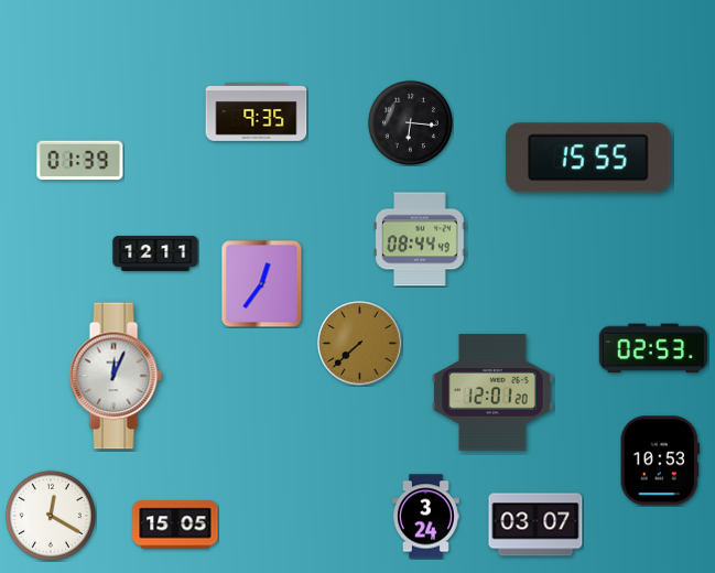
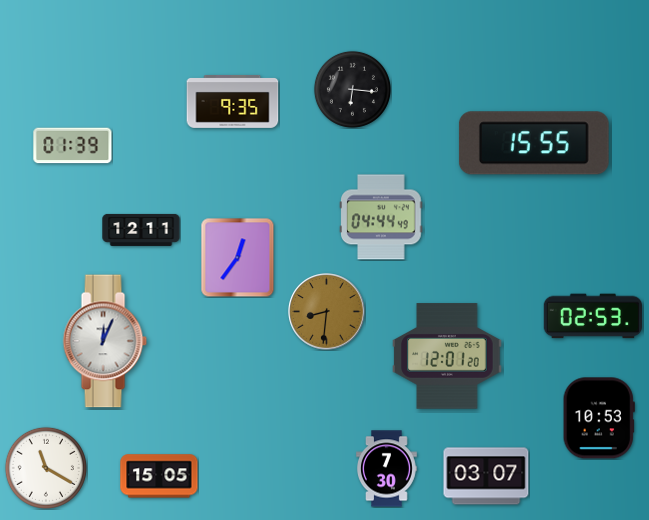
clock at (410, 122) position: (410, 122) -> (352, 89)
clock at (420, 239): 08:44 -> 04:44
clock at (360, 344): 7:38 -> 8:31
clock at (51, 516): 12:20 -> 11:20
clock at (426, 517): 3:24 -> 7:30
